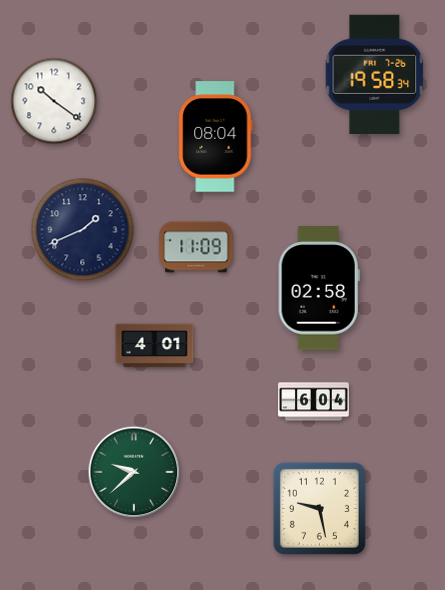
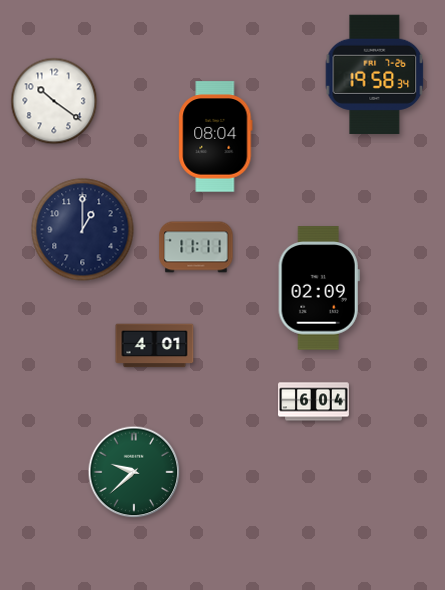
clock at (83, 230): 1:41 -> 1:00
clock at (196, 247): 11:09 -> 11:11
clock at (319, 288): 02:58 -> 02:09
clock at (319, 508): 9:28 -> none
